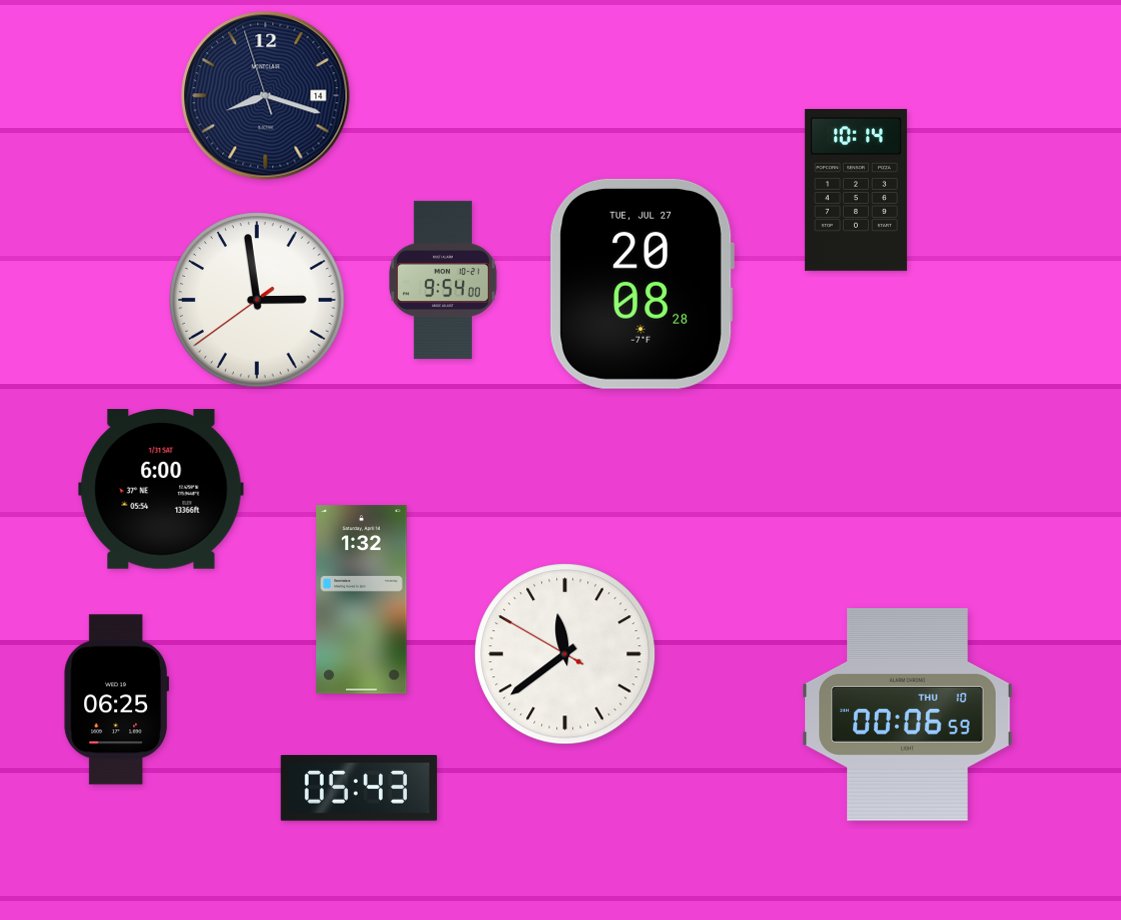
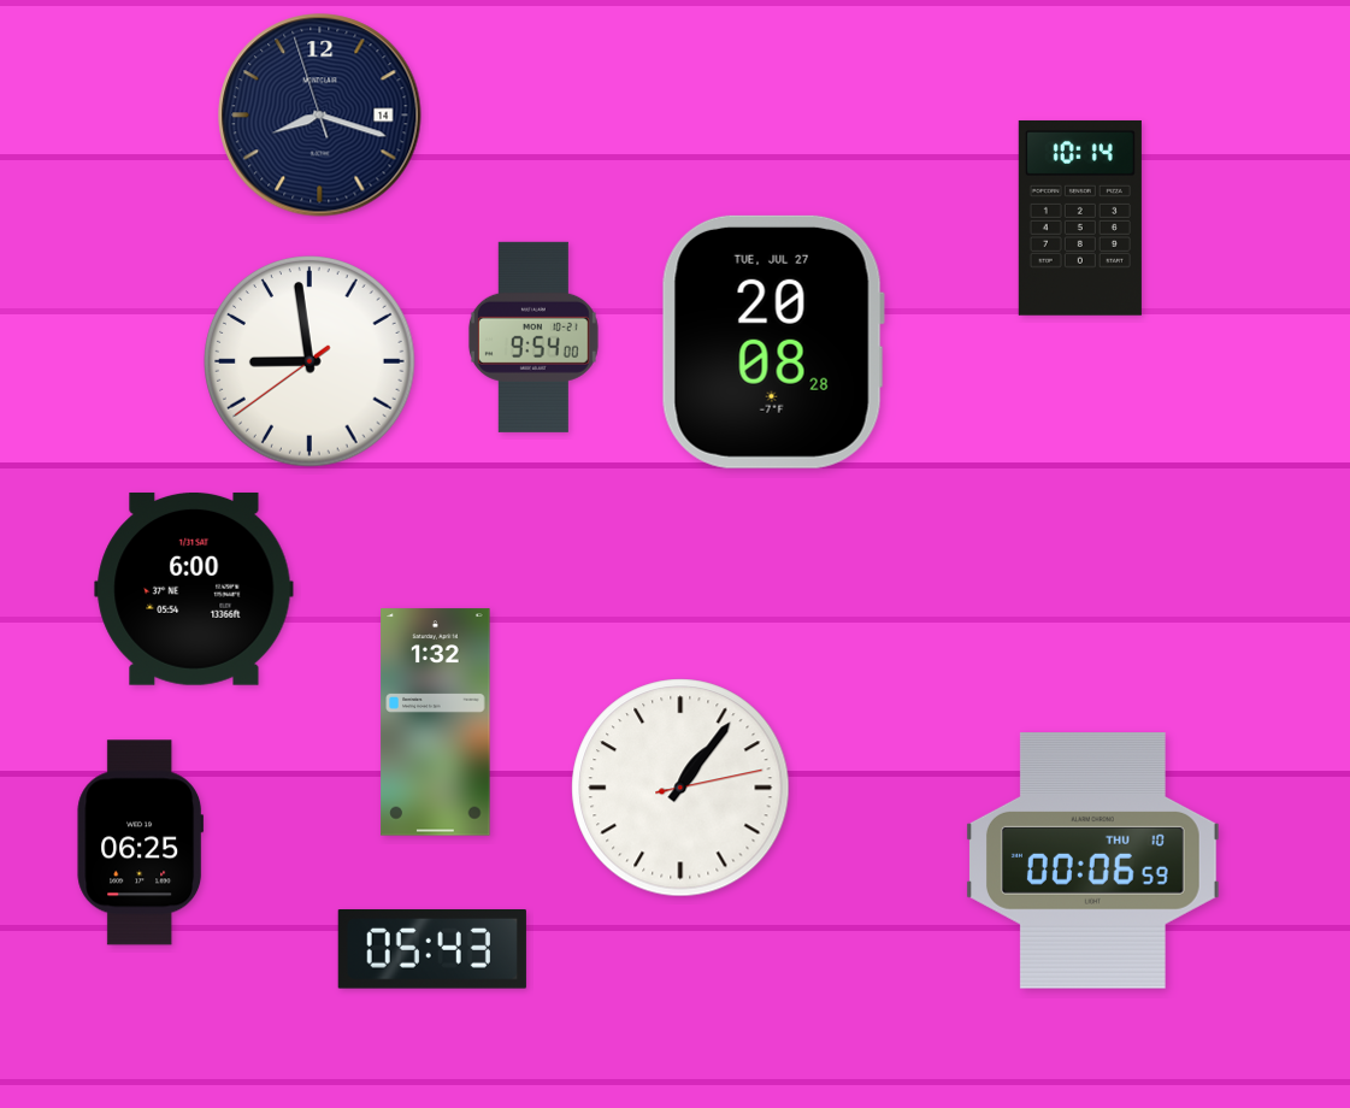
clock at (856, 190) position: (856, 190) -> (1080, 218)
clock at (257, 300): 2:58 -> 8:58
clock at (565, 654): 11:38 -> 1:06
